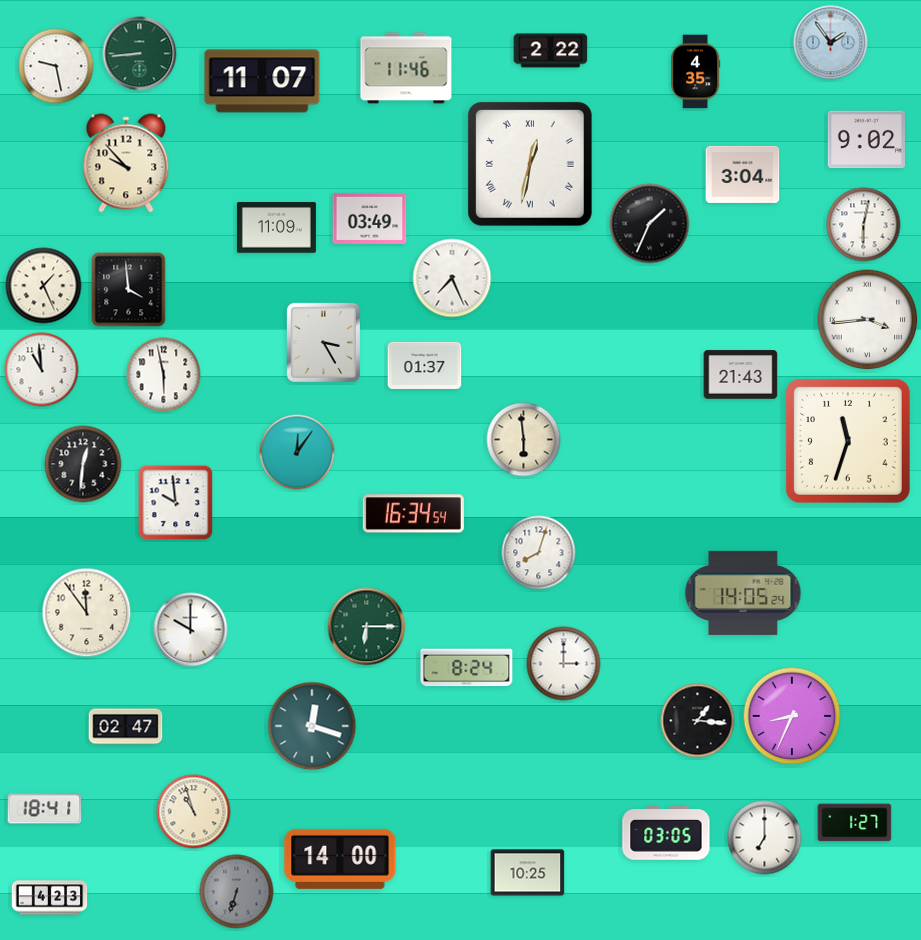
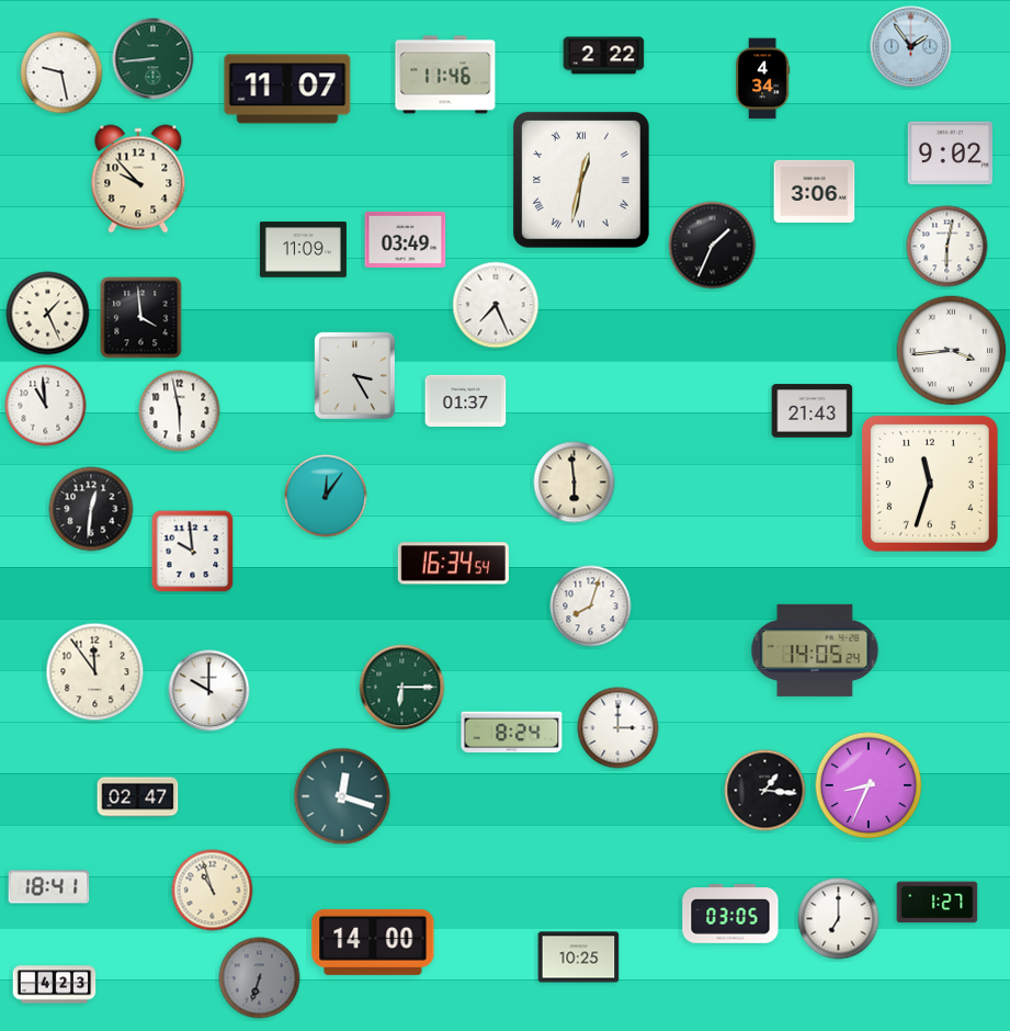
clock at (696, 72): 4:35 -> 4:34
clock at (743, 174): 3:04 -> 3:06
